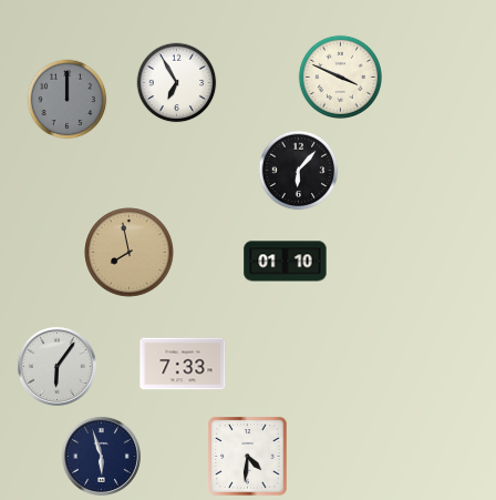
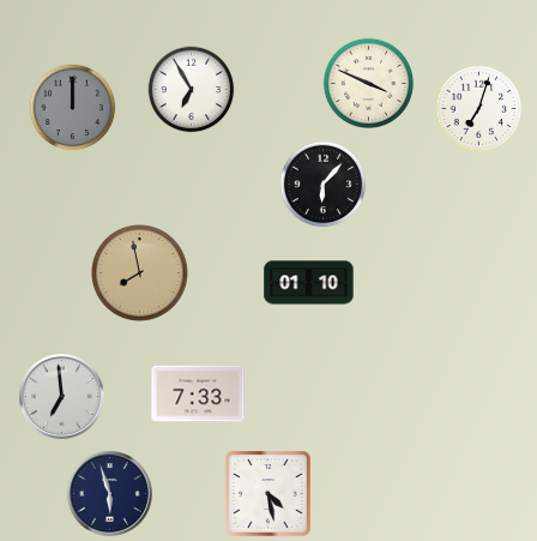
clock at (479, 109): none -> 7:03
clock at (56, 366): 6:06 -> 6:59
clock at (248, 457): 4:31 -> 4:28
